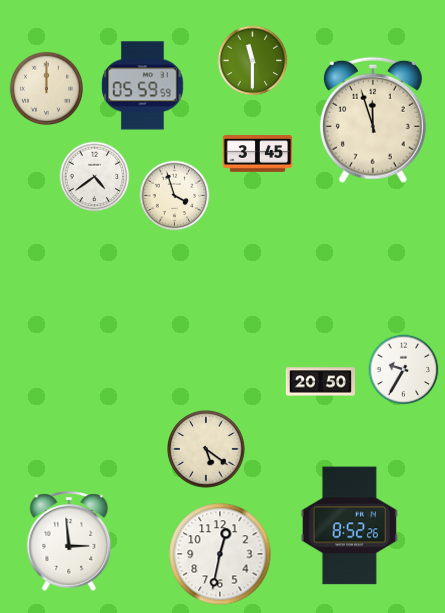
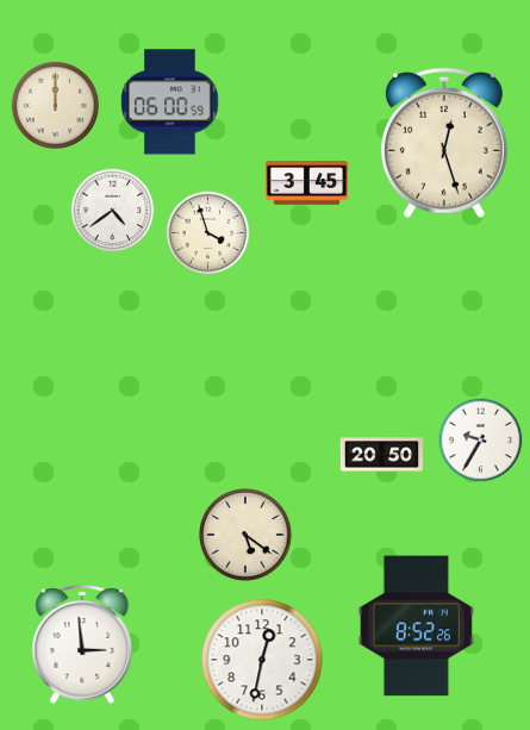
clock at (253, 61): 11:30 -> none
clock at (143, 86): 05:59 -> 06:00
clock at (373, 120): 11:57 -> 12:27
